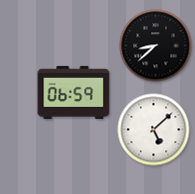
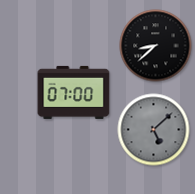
clock at (74, 92): 06:59 -> 07:00
clock at (154, 130) dial: white -> grey
